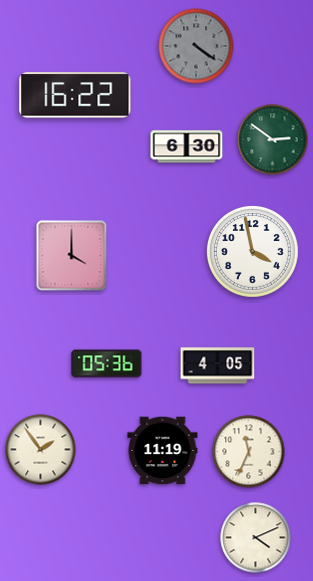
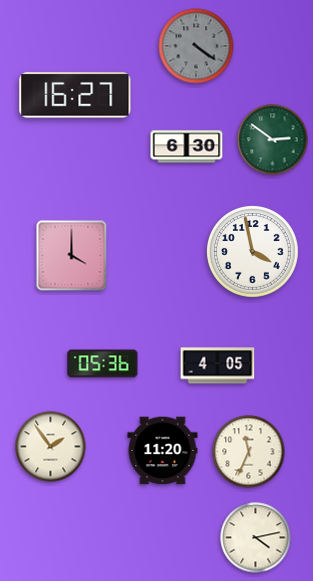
clock at (75, 95): 16:22 -> 16:27
clock at (107, 364) position: (107, 364) -> (103, 364)
clock at (41, 450) position: (41, 450) -> (51, 447)
clock at (163, 451): 11:19 -> 11:20
clock at (256, 538): 4:11 -> 4:13
